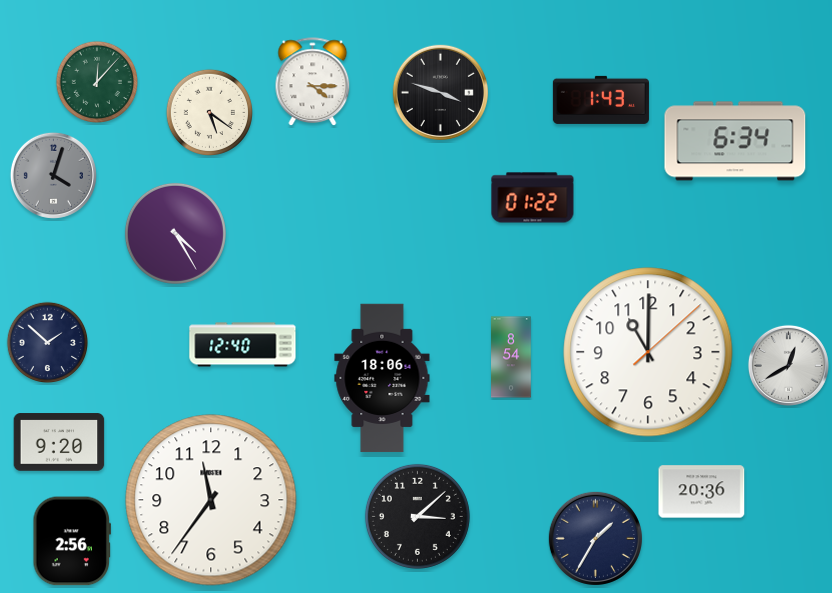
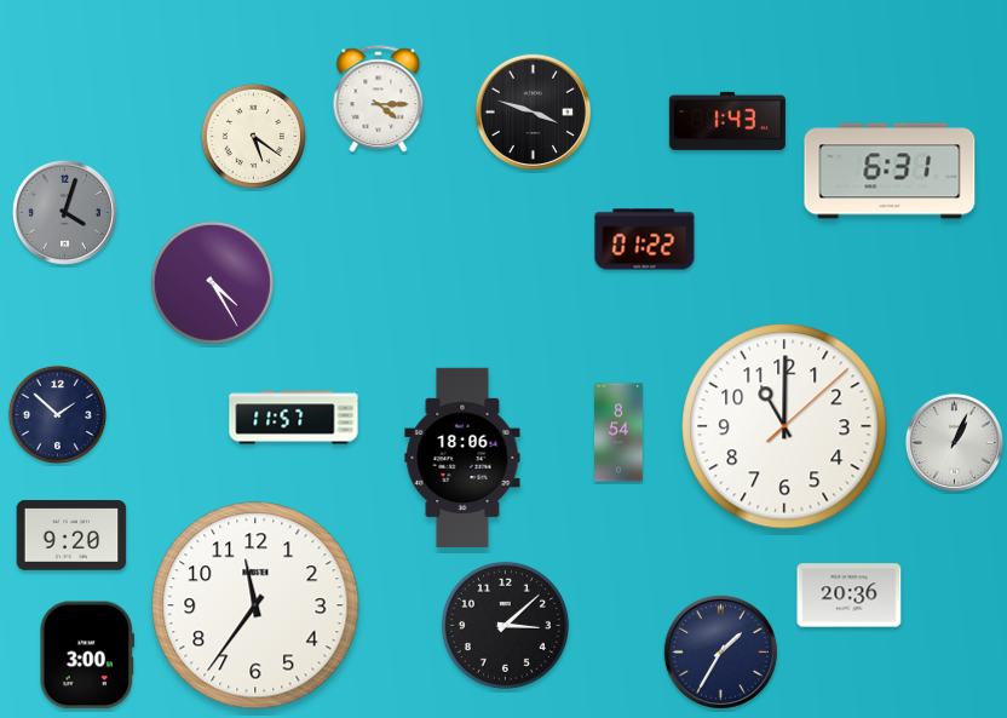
clock at (96, 81): 12:07 -> none
clock at (735, 141): 6:34 -> 6:31
clock at (243, 345): 12:40 -> 11:57
clock at (788, 365): 12:40 -> 1:04
clock at (71, 541): 2:56 -> 3:00
